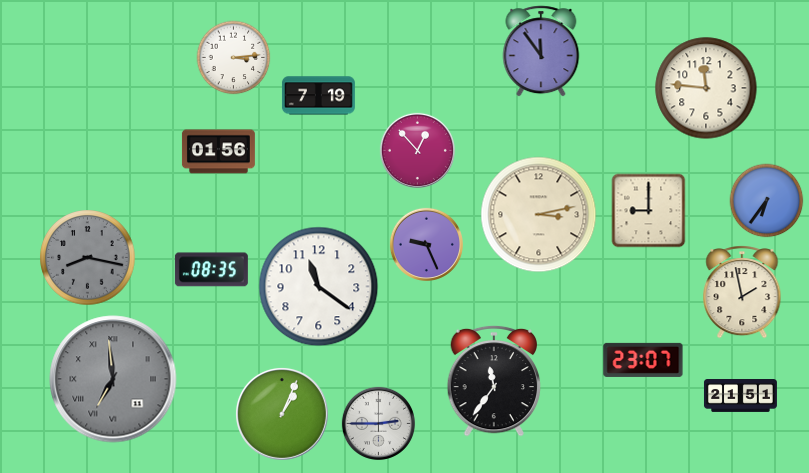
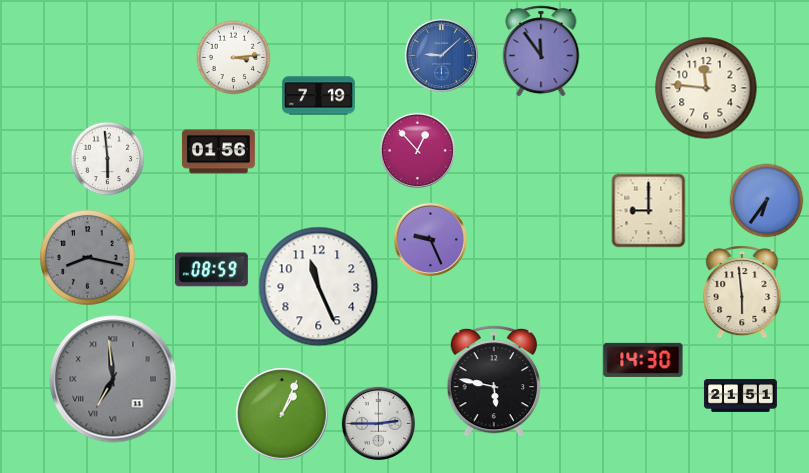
clock at (441, 55): none -> 9:08
clock at (108, 159): none -> 5:59
clock at (539, 215): 3:13 -> none
clock at (426, 244) position: (426, 244) -> (430, 239)
clock at (211, 270): 08:35 -> 08:59
clock at (319, 287): 11:21 -> 11:26
clock at (742, 293): 1:58 -> 5:59
clock at (643, 360): 23:07 -> 14:30
clock at (494, 381): 11:36 -> 5:47
